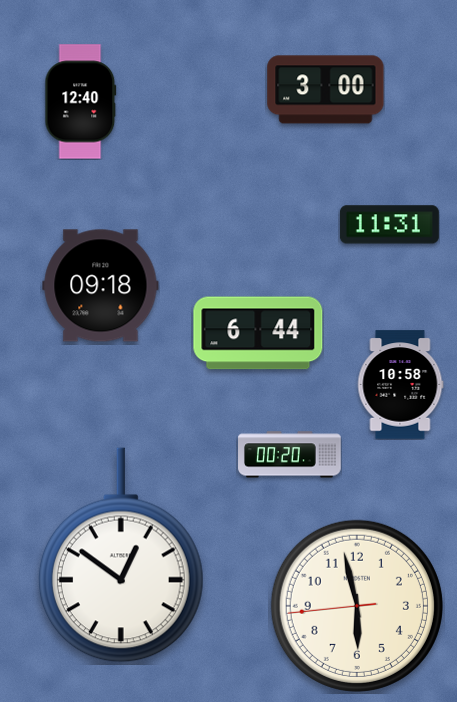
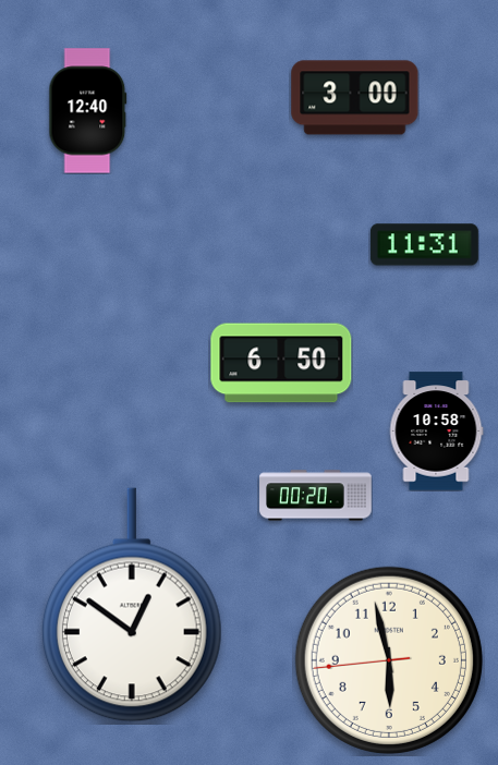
clock at (101, 286): 09:18 -> none
clock at (258, 333): 6:44 -> 6:50
clock at (400, 385) position: (400, 385) -> (436, 432)
